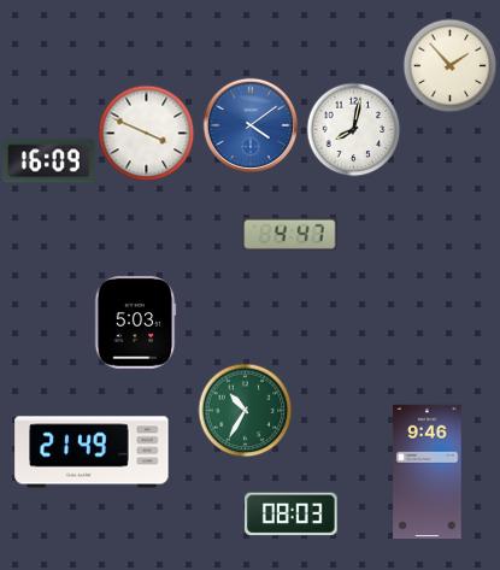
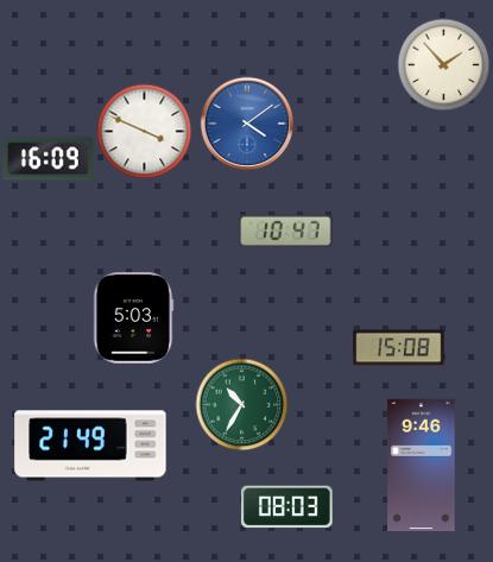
clock at (353, 129): 8:02 -> none
clock at (290, 234): 4:47 -> 10:47
clock at (399, 348): none -> 15:08
